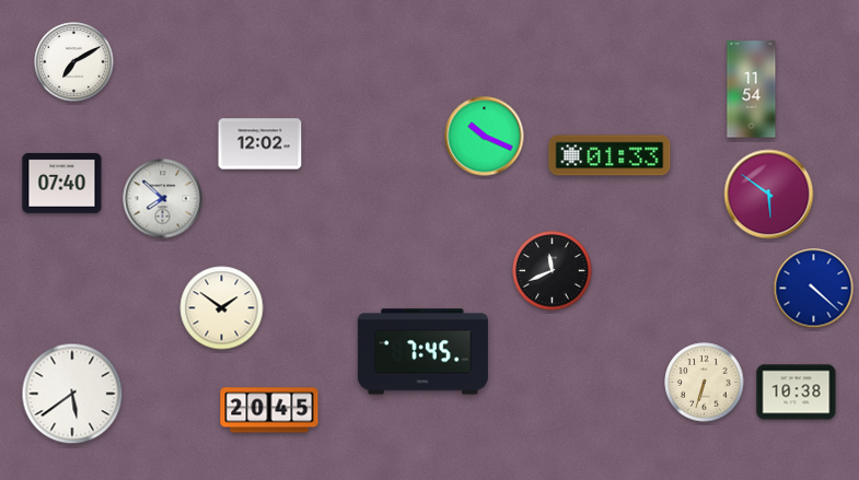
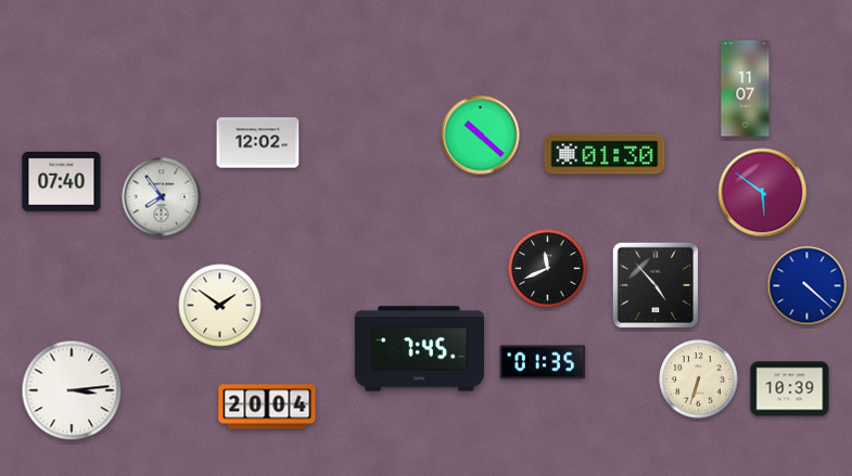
clock at (74, 62): 7:10 -> none
clock at (752, 90): 11:54 -> 11:07
clock at (485, 137): 10:19 -> 10:22
clock at (610, 155): 01:33 -> 01:30
clock at (163, 199): 7:52 -> 7:54
clock at (654, 284): none -> 4:53
clock at (543, 362): none -> 01:35
clock at (797, 393): 10:38 -> 10:39
clock at (72, 394): 5:39 -> 3:14
clock at (269, 410): 20:45 -> 20:04
